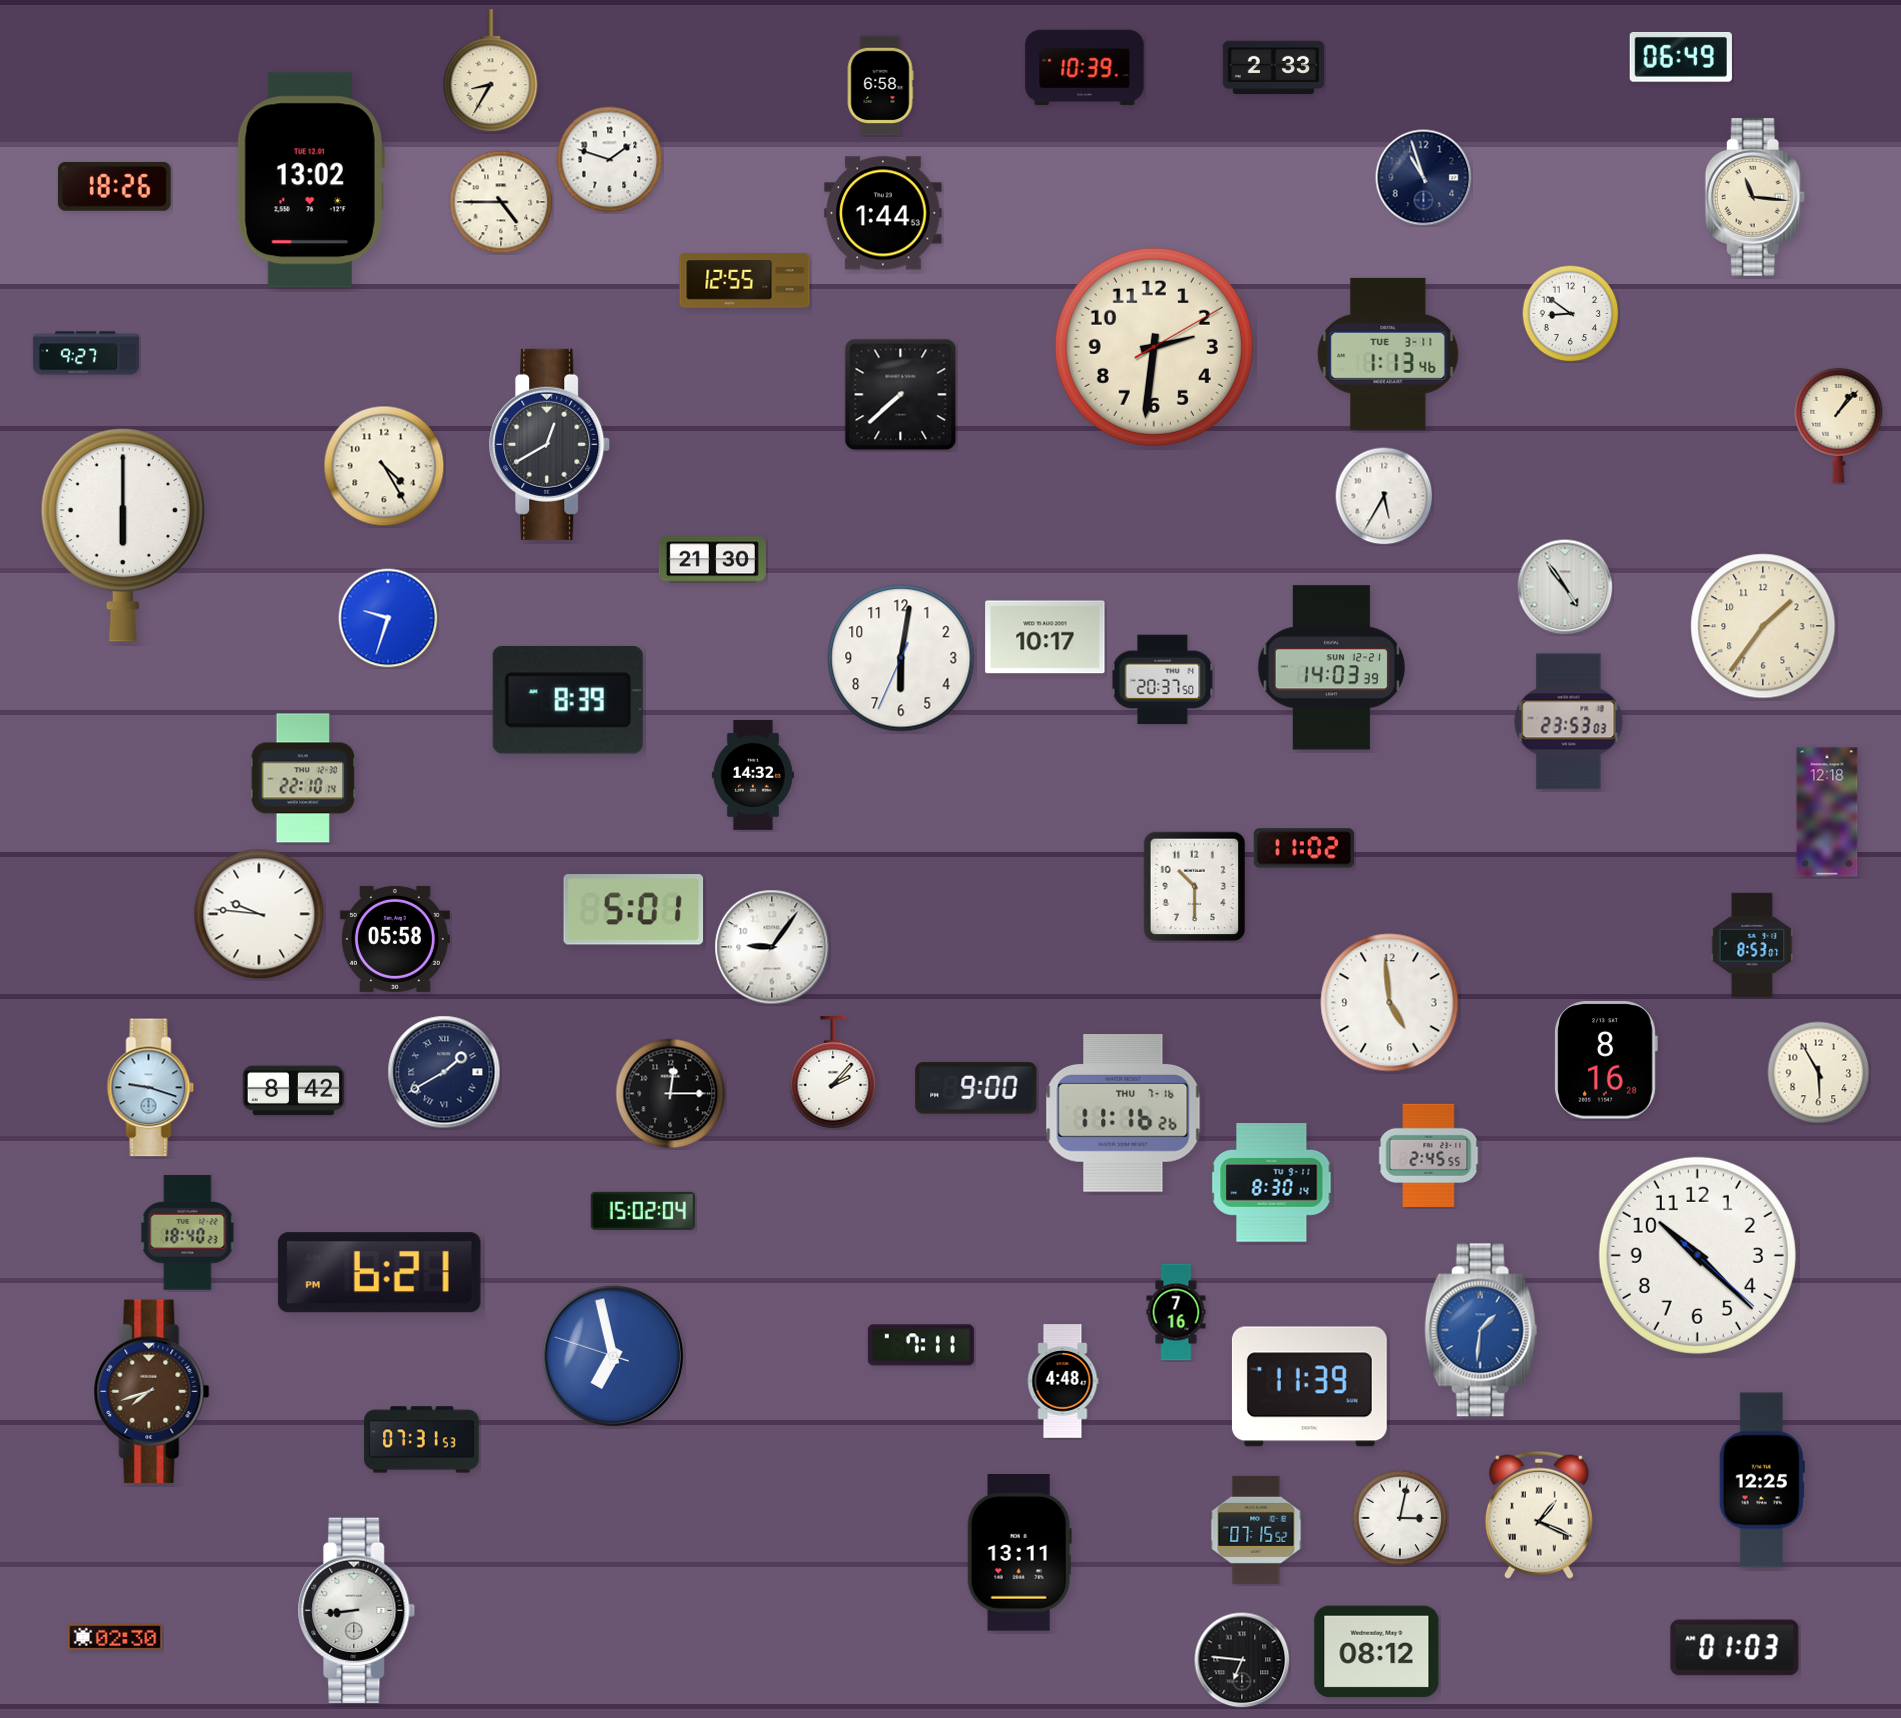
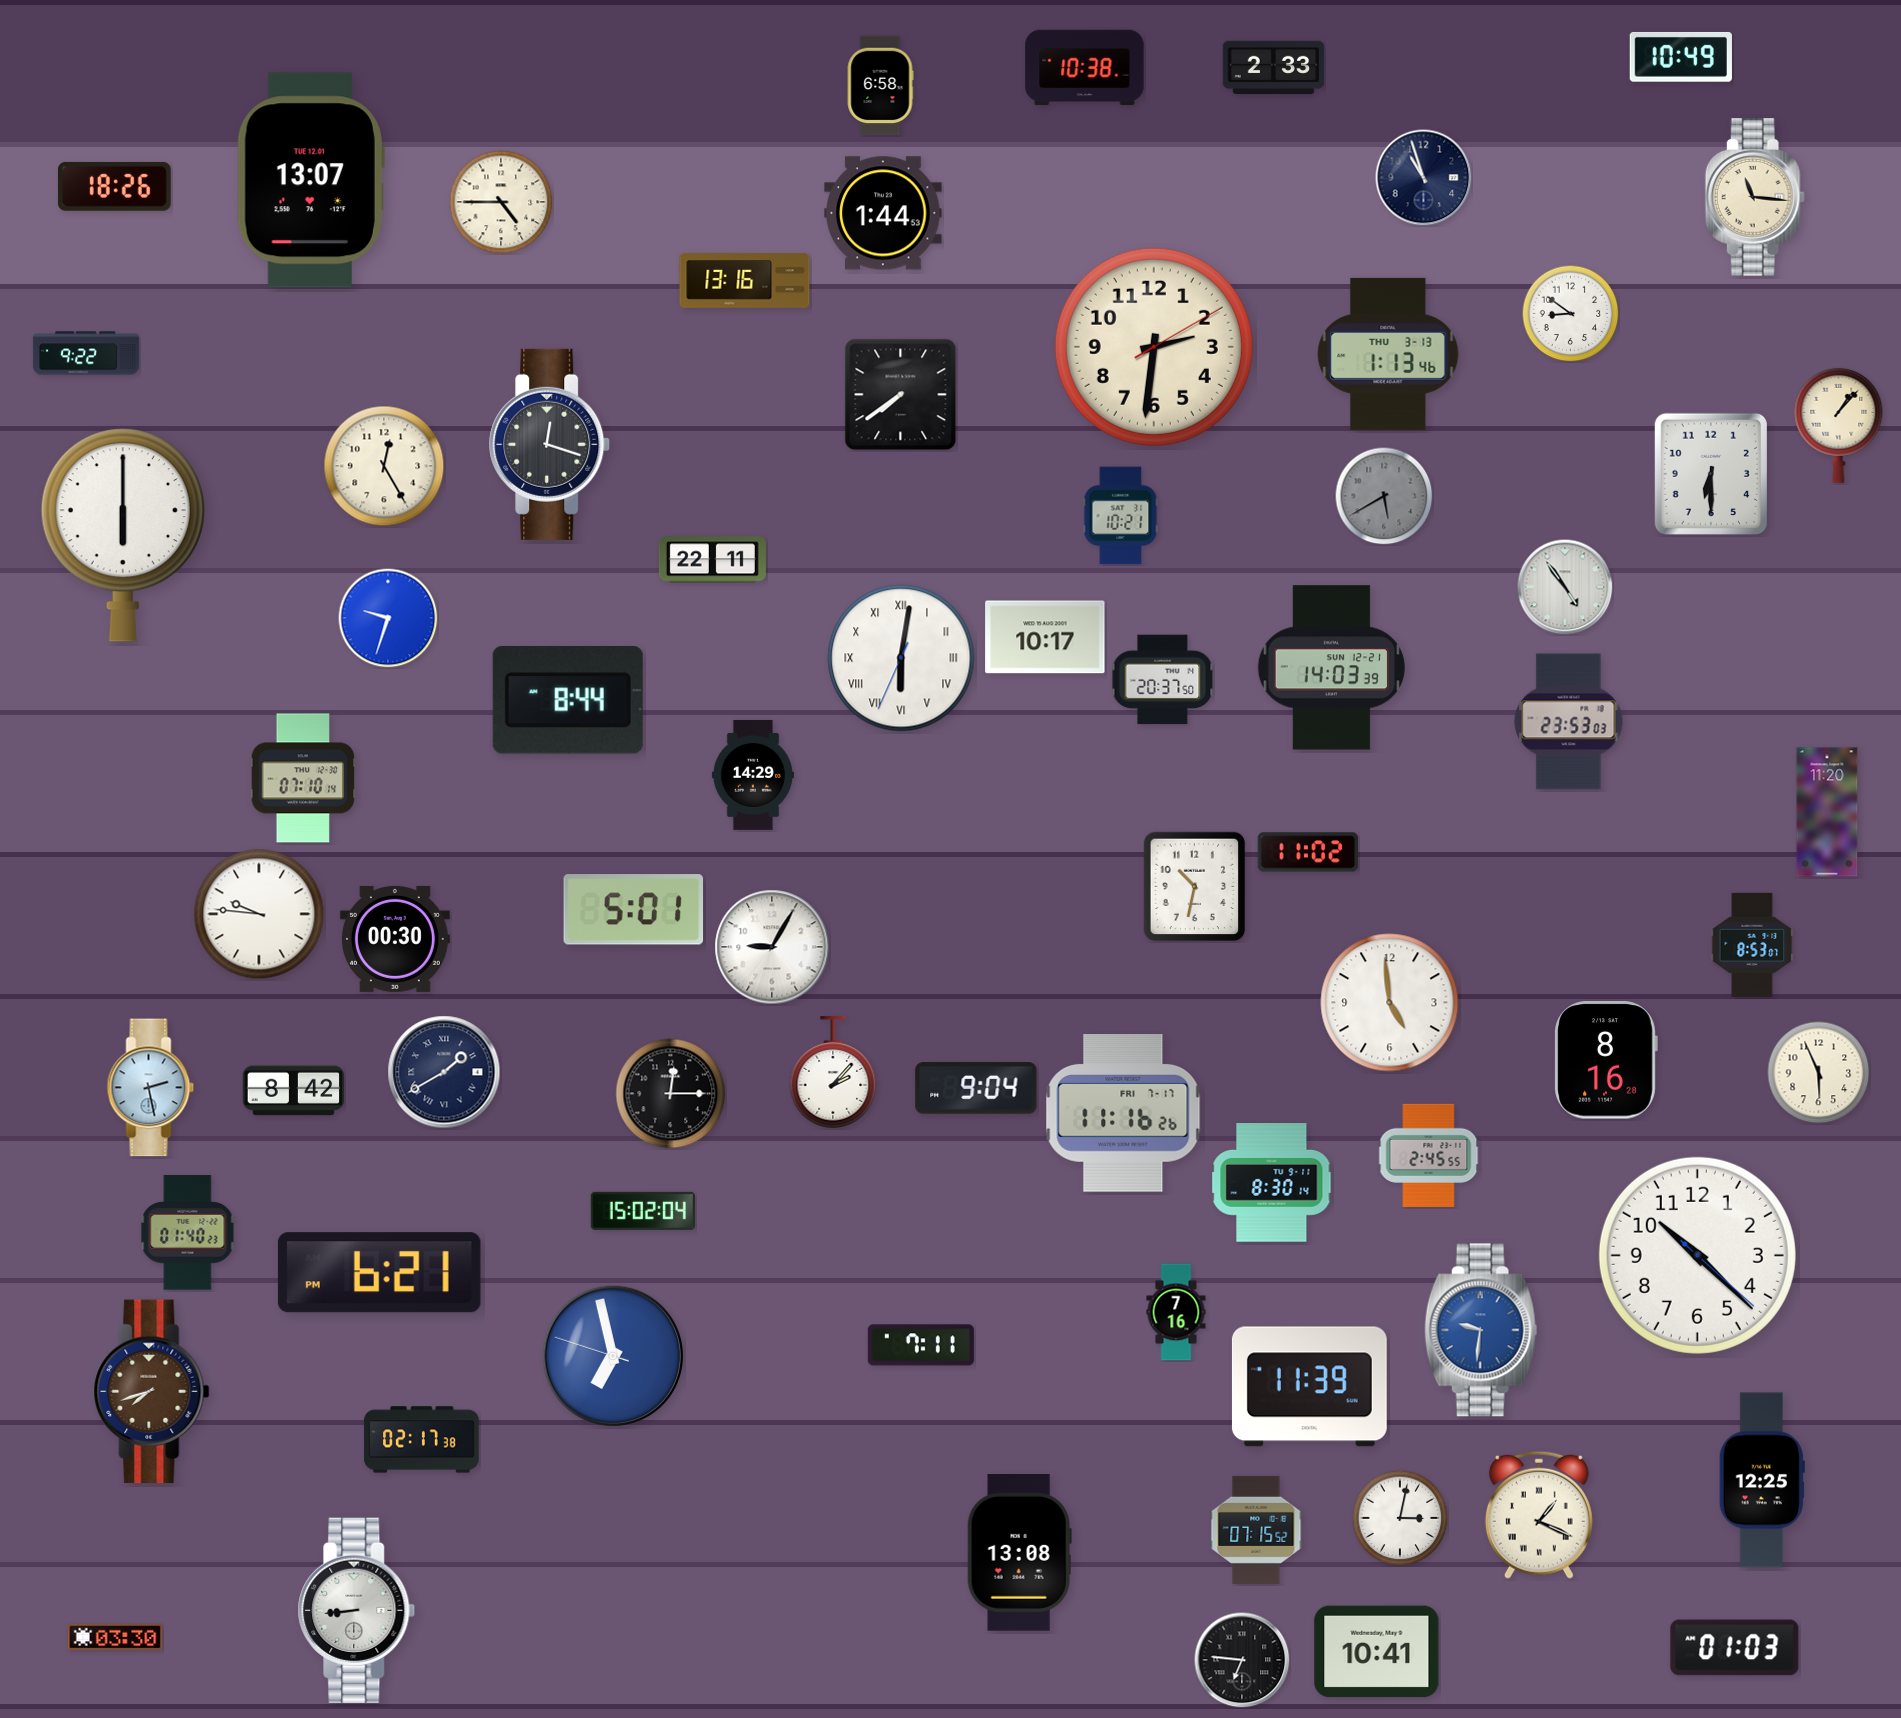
clock at (1681, 57): 06:49 -> 10:49
clock at (1085, 68): 10:39 -> 10:38
clock at (491, 71): 8:35 -> none
clock at (610, 160): 1:48 -> none
clock at (311, 180): 13:02 -> 13:07
clock at (745, 281): 12:55 -> 13:16
clock at (86, 353): 9:27 -> 9:22
clock at (1388, 354) date: TUE 3-11 -> THU 3-13
clock at (901, 395): 7:38 -> 7:39
clock at (550, 444): 12:40 -> 12:18
clock at (384, 466): 4:25 -> 12:25
clock at (1711, 474): none -> 6:30
clock at (1384, 496): 5:35 -> 5:40
clock at (1384, 496) dial: white -> grey
clock at (1121, 516): none -> 10:21
clock at (712, 560): 21:30 -> 22:11
clock at (1763, 626): 1:36 -> none
clock at (901, 658) numerals: Arabic -> Roman
clock at (568, 700): 8:39 -> 8:44
clock at (753, 775): 14:32 -> 14:29
clock at (303, 778): 22:10 -> 07:10
clock at (1827, 812): 12:18 -> 11:20
clock at (1304, 848) position: (1304, 848) -> (1308, 852)
clock at (1195, 887): 10:30 -> 10:32
clock at (395, 939): 05:58 -> 00:30
clock at (772, 947): 9:06 -> 9:05
clock at (1819, 1073): 5:55 -> 5:56
clock at (151, 1088): 9:18 -> 2:28
clock at (976, 1088): 9:00 -> 9:04
clock at (1123, 1114) date: THU 7-16 -> FRI 7-17
clock at (188, 1233): 18:40 -> 01:40
clock at (1481, 1330): 1:31 -> 9:31
clock at (1063, 1381): 4:48 -> none
clock at (422, 1440): 07:31 -> 02:17
clock at (1019, 1553): 13:11 -> 13:08
clock at (115, 1637): 02:30 -> 03:30
clock at (1377, 1652): 08:12 -> 10:41
